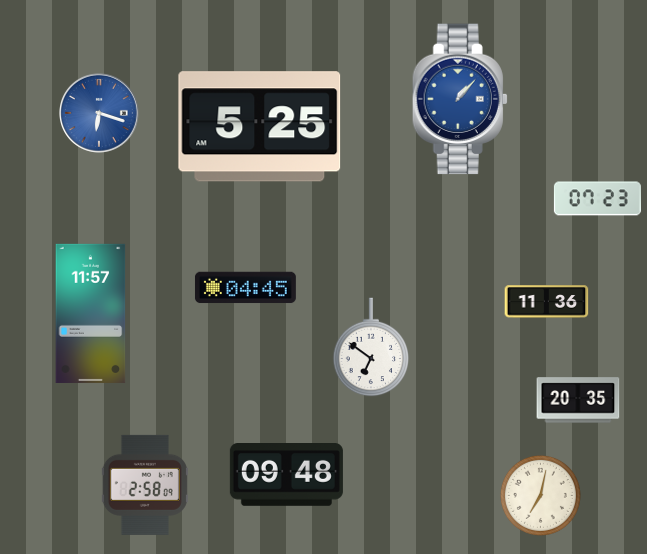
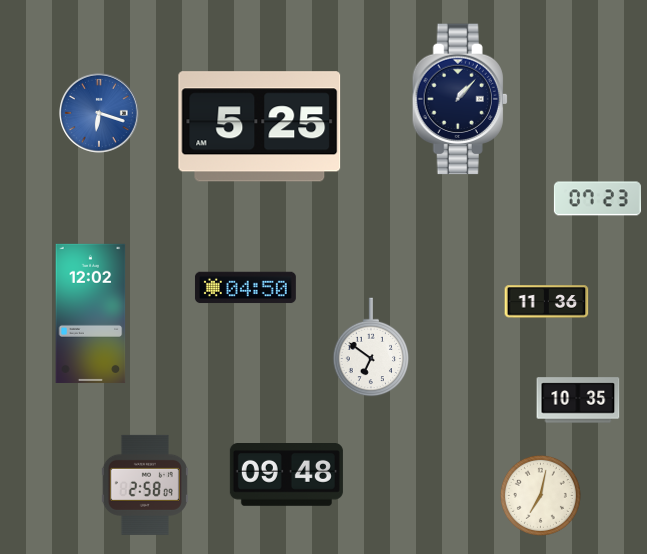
clock at (460, 99) dial: blue -> navy
clock at (245, 288): 04:45 -> 04:50
clock at (91, 313): 11:57 -> 12:02
clock at (578, 400): 20:35 -> 10:35
